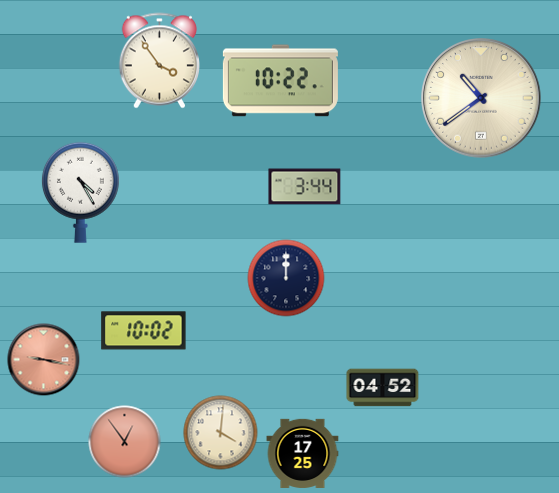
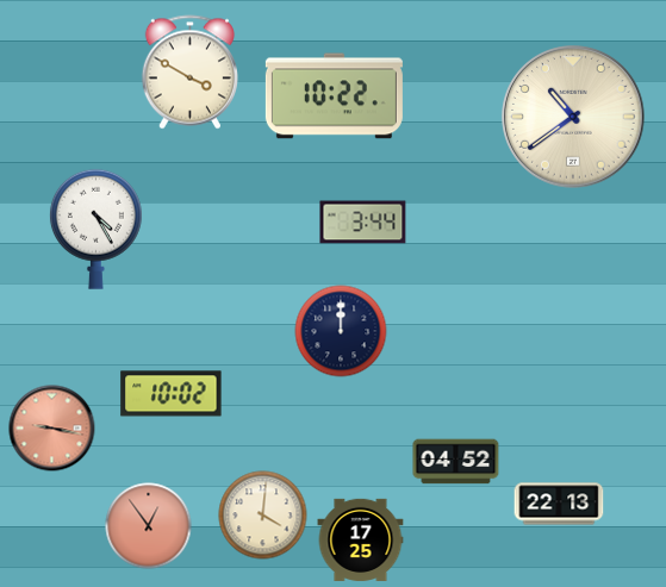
clock at (159, 61): 3:54 -> 3:50
clock at (559, 504): none -> 22:13
